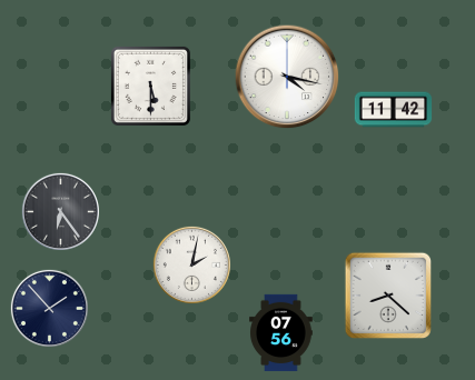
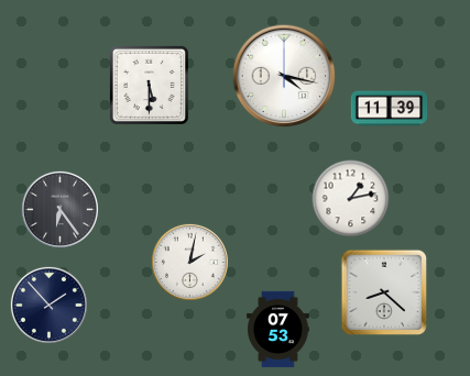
clock at (394, 110): 11:42 -> 11:39
clock at (351, 199): none -> 1:13
clock at (281, 333): 07:56 -> 07:53
